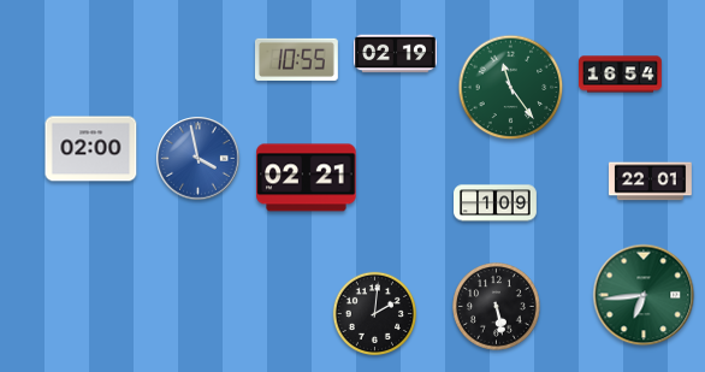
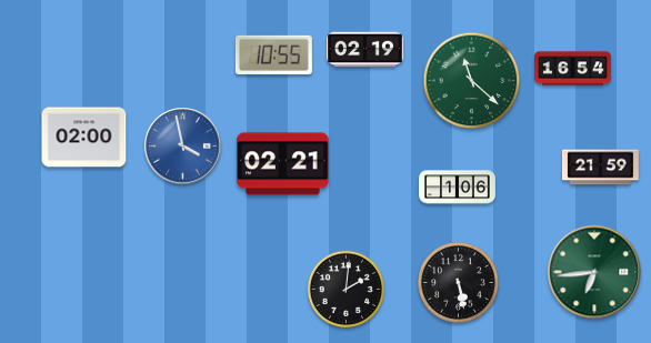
clock at (511, 88): 11:24 -> 11:22
clock at (650, 182): 22:01 -> 21:59
clock at (496, 203): 1:09 -> 1:06
